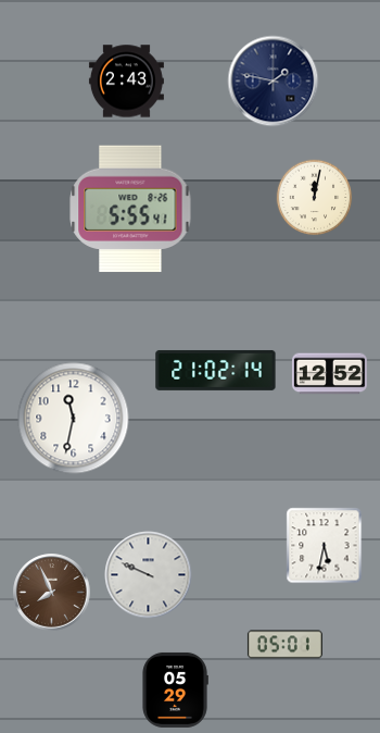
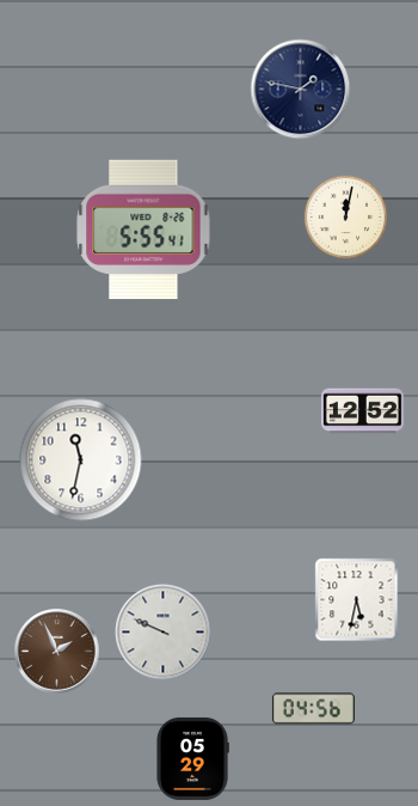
clock at (126, 82): 2:43 -> none
clock at (216, 370): 21:02 -> none
clock at (52, 593): 7:56 -> 1:56
clock at (284, 645): 05:01 -> 04:56
